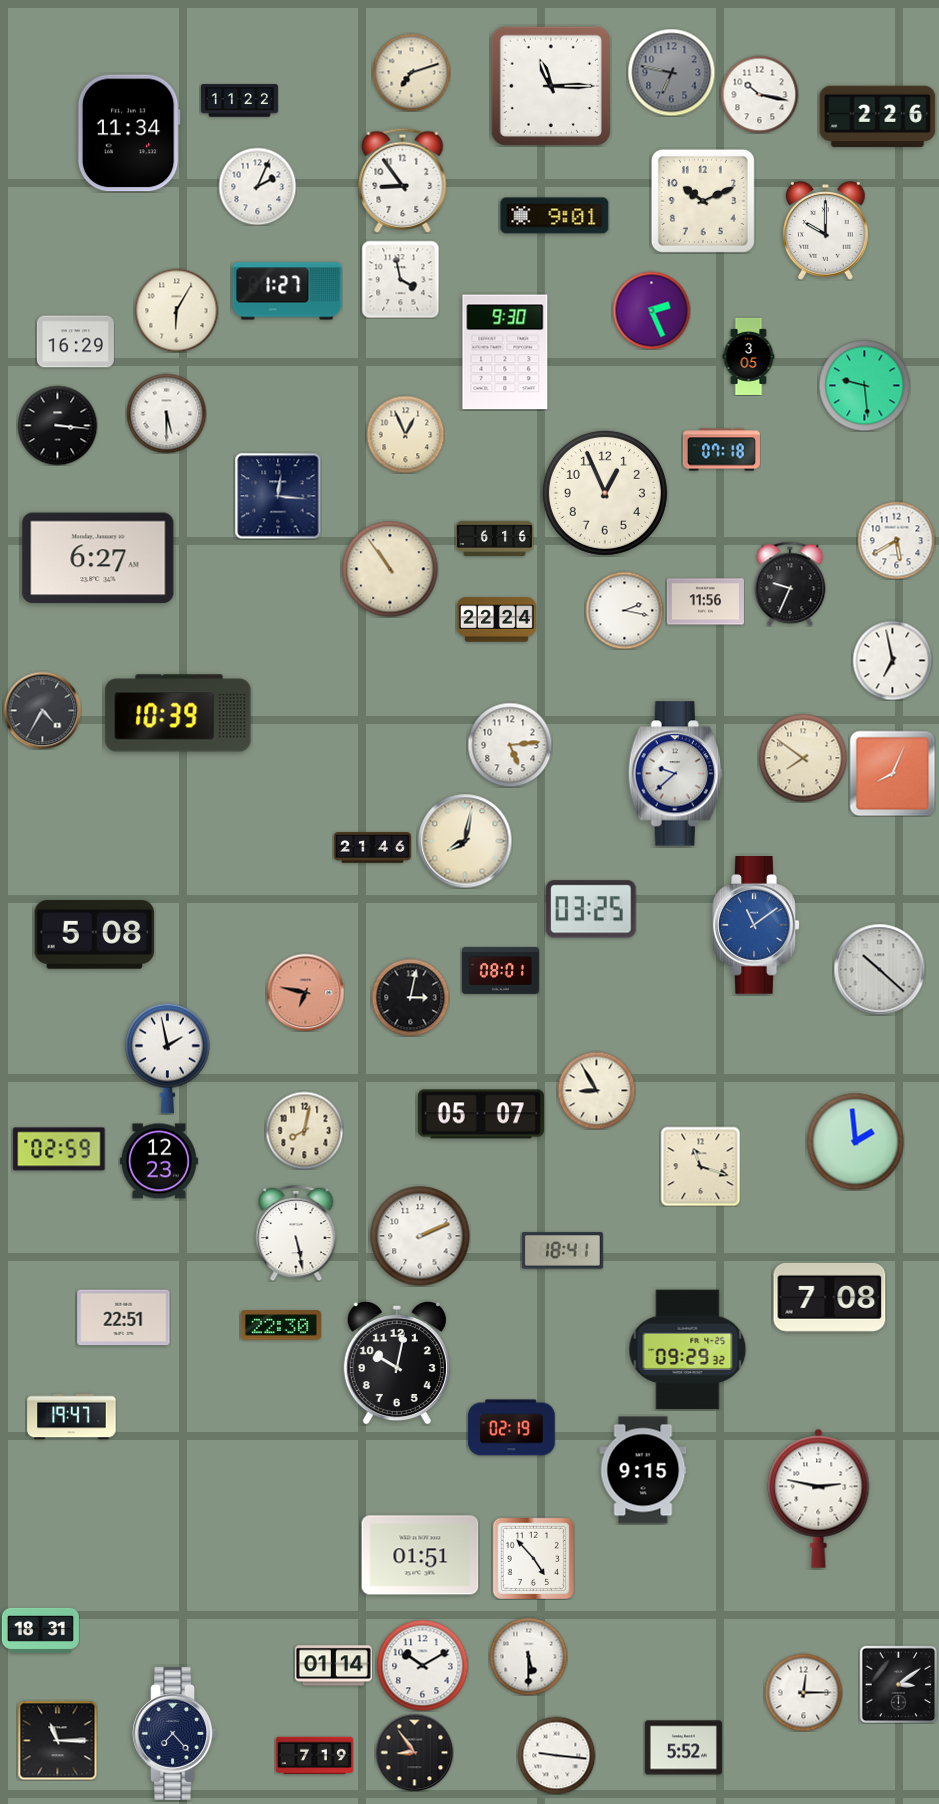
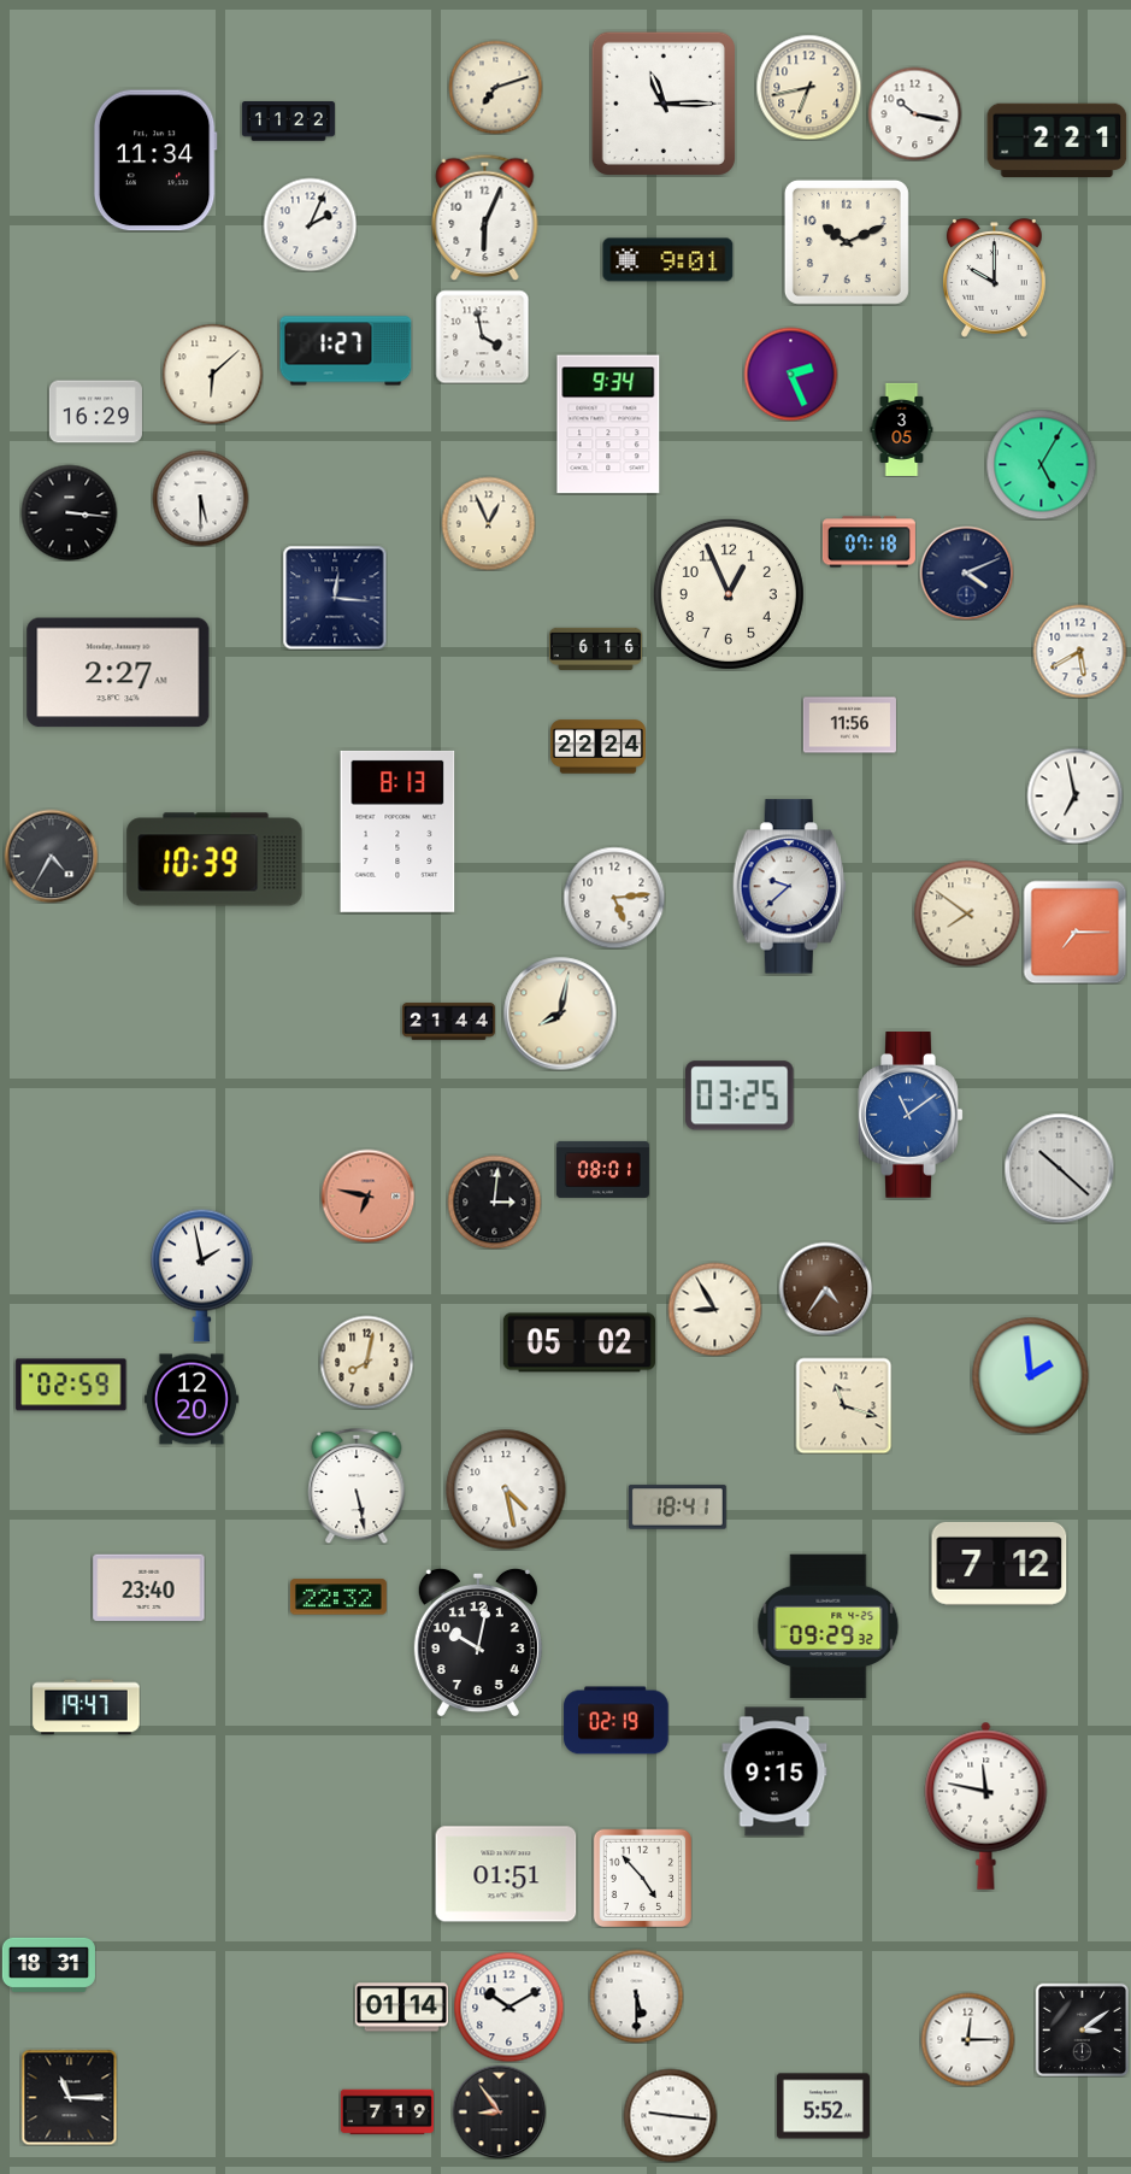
clock at (671, 72): 6:47 -> 6:43
clock at (671, 72) dial: grey -> cream
clock at (878, 117): 2:26 -> 2:21
clock at (403, 180): 8:54 -> 6:04
clock at (176, 310): 6:05 -> 6:08
clock at (651, 310) position: (651, 310) -> (790, 374)
clock at (75, 342) position: (75, 342) -> (95, 412)
clock at (505, 352): 9:30 -> 9:34
clock at (864, 385): 9:29 -> 5:05
clock at (966, 572): none -> 4:11
clock at (98, 558): 6:27 -> 2:27
clock at (390, 569): 10:54 -> none
clock at (790, 584): 9:34 -> none
clock at (624, 610): 2:17 -> none
clock at (397, 832): none -> 8:13
clock at (892, 773): 8:04 -> 7:15
clock at (675, 774) position: (675, 774) -> (789, 887)
clock at (372, 848): 21:46 -> 21:44
clock at (591, 909) position: (591, 909) -> (740, 1095)
clock at (95, 935): 5:08 -> none
clock at (410, 997): 3:02 -> 3:01
clock at (825, 1288): none -> 4:36
clock at (596, 1090) position: (596, 1090) -> (714, 1309)
clock at (481, 1114): 05:07 -> 05:02
clock at (159, 1161): 12:23 -> 12:20
clock at (420, 1236): 2:11 -> 4:28
clock at (830, 1297): 7:08 -> 7:12
clock at (124, 1318): 22:51 -> 23:40
clock at (281, 1325): 22:30 -> 22:32
clock at (819, 1498): 2:47 -> 11:47
clock at (175, 1733): 7:23 -> none
clock at (314, 1756) position: (314, 1756) -> (387, 2113)
